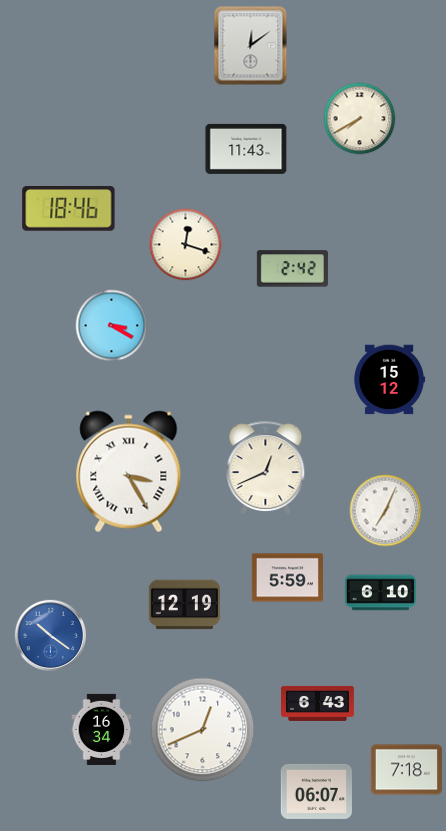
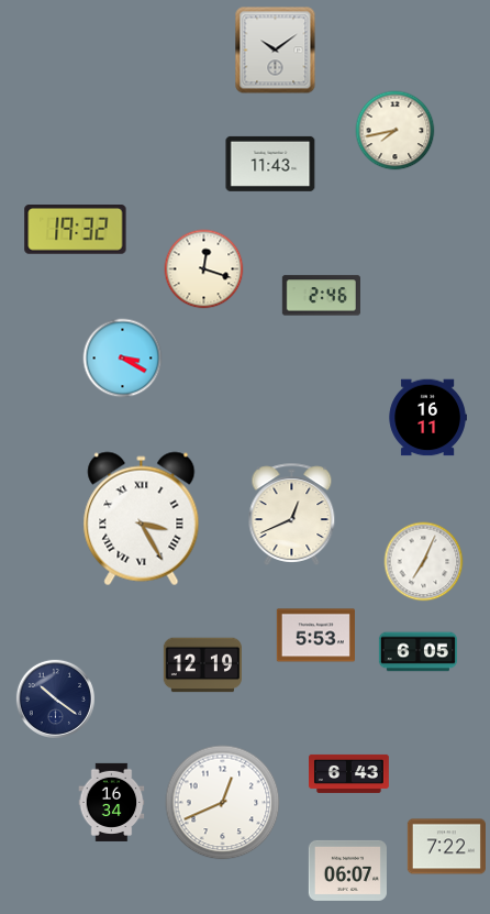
clock at (251, 46): 12:09 -> 10:09
clock at (360, 119): 7:40 -> 7:43
clock at (69, 209): 18:46 -> 19:32
clock at (292, 269): 2:42 -> 2:46
clock at (389, 380): 15:12 -> 16:11
clock at (287, 578): 5:59 -> 5:53
clock at (380, 593): 6:10 -> 6:05
clock at (50, 635) dial: blue -> navy
clock at (406, 770): 7:18 -> 7:22
